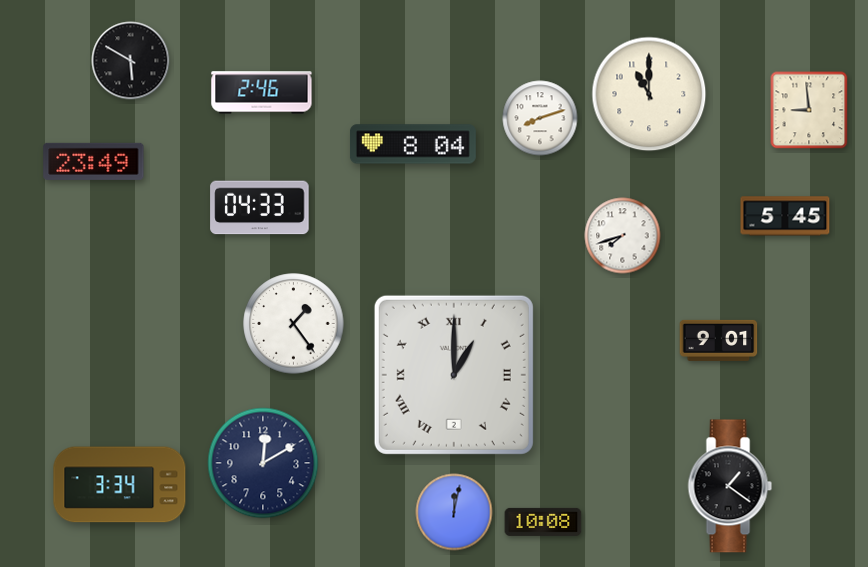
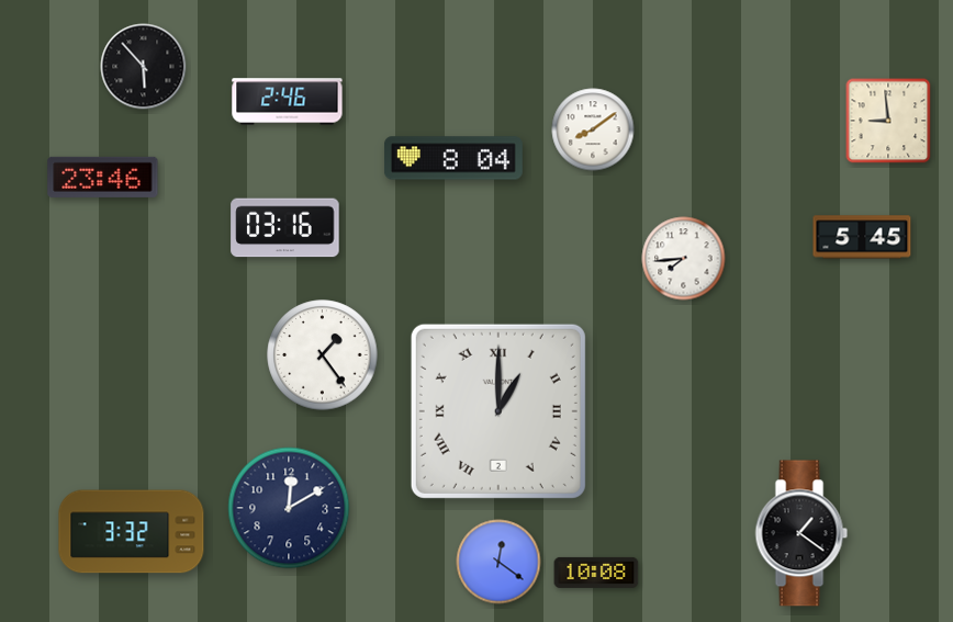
clock at (131, 61): 5:50 -> 5:53
clock at (649, 94): 11:00 -> none
clock at (540, 118): 8:12 -> 8:09
clock at (94, 161): 23:49 -> 23:46
clock at (260, 208): 04:33 -> 03:16
clock at (623, 236): 7:42 -> 7:44
clock at (719, 340): 9:01 -> none
clock at (120, 485): 3:34 -> 3:32
clock at (454, 512): 12:02 -> 12:21
